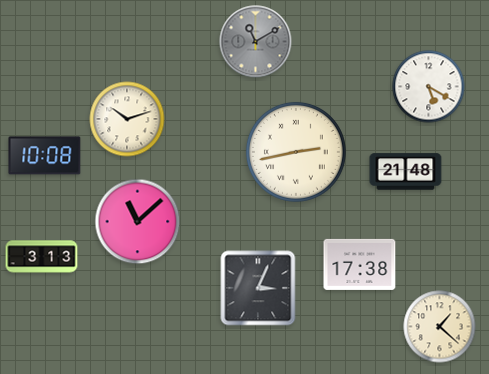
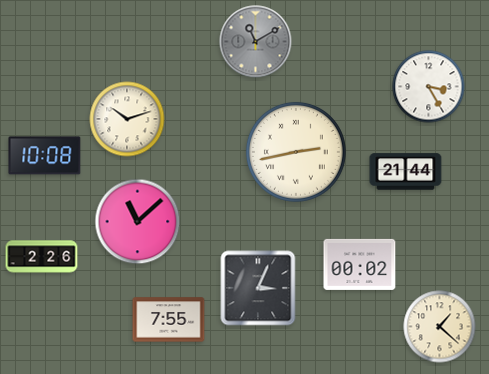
clock at (429, 87): 5:20 -> 3:25
clock at (406, 172): 21:48 -> 21:44
clock at (42, 257): 3:13 -> 2:26
clock at (360, 264): 17:38 -> 00:02
clock at (169, 320): none -> 7:55
